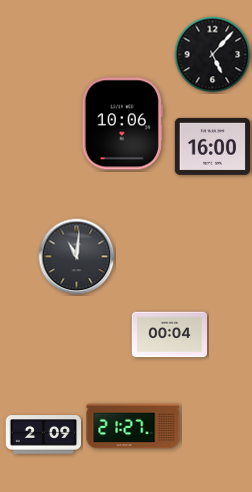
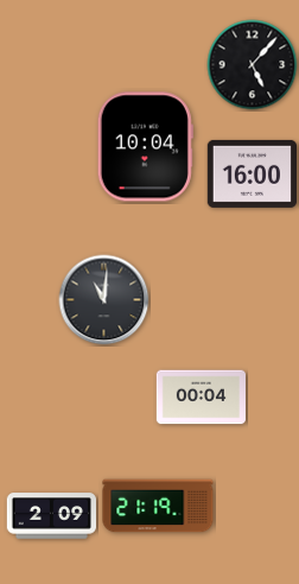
clock at (122, 124): 10:06 -> 10:04
clock at (77, 257) position: (77, 257) -> (104, 300)
clock at (133, 426): 21:27 -> 21:19
